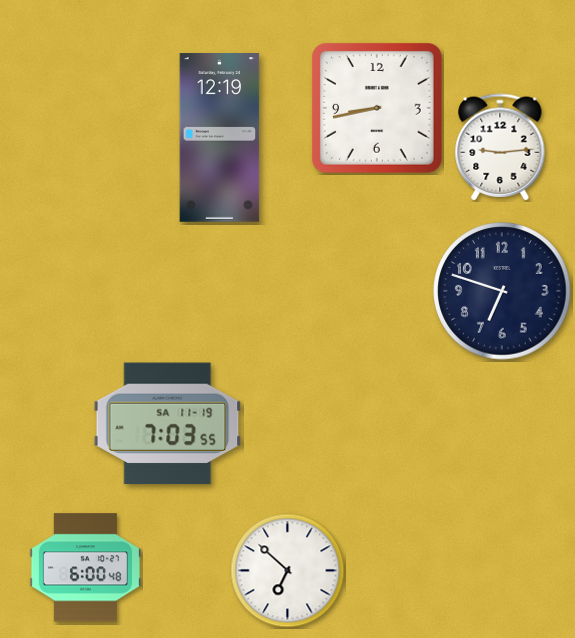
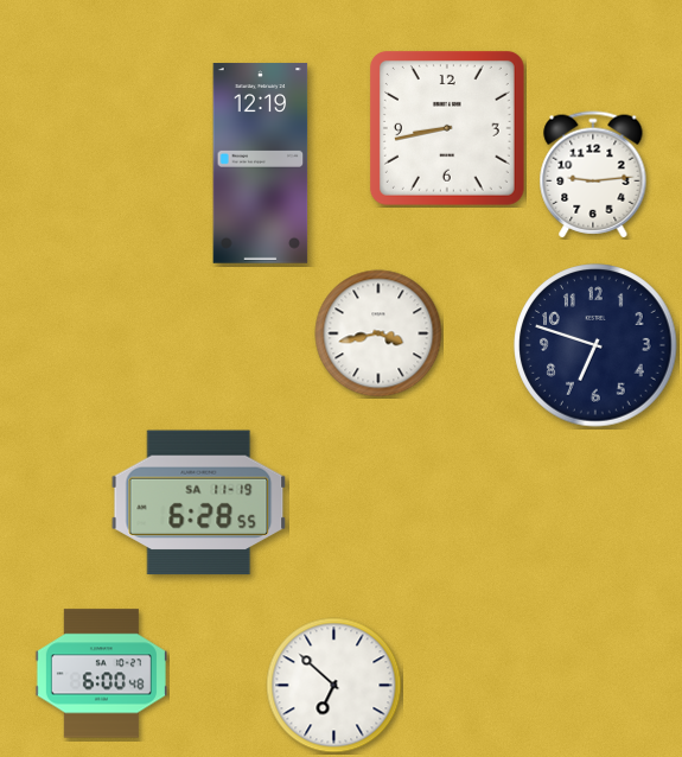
clock at (378, 333): none -> 3:43
clock at (168, 424): 7:03 -> 6:28
clock at (288, 571) position: (288, 571) -> (334, 686)
